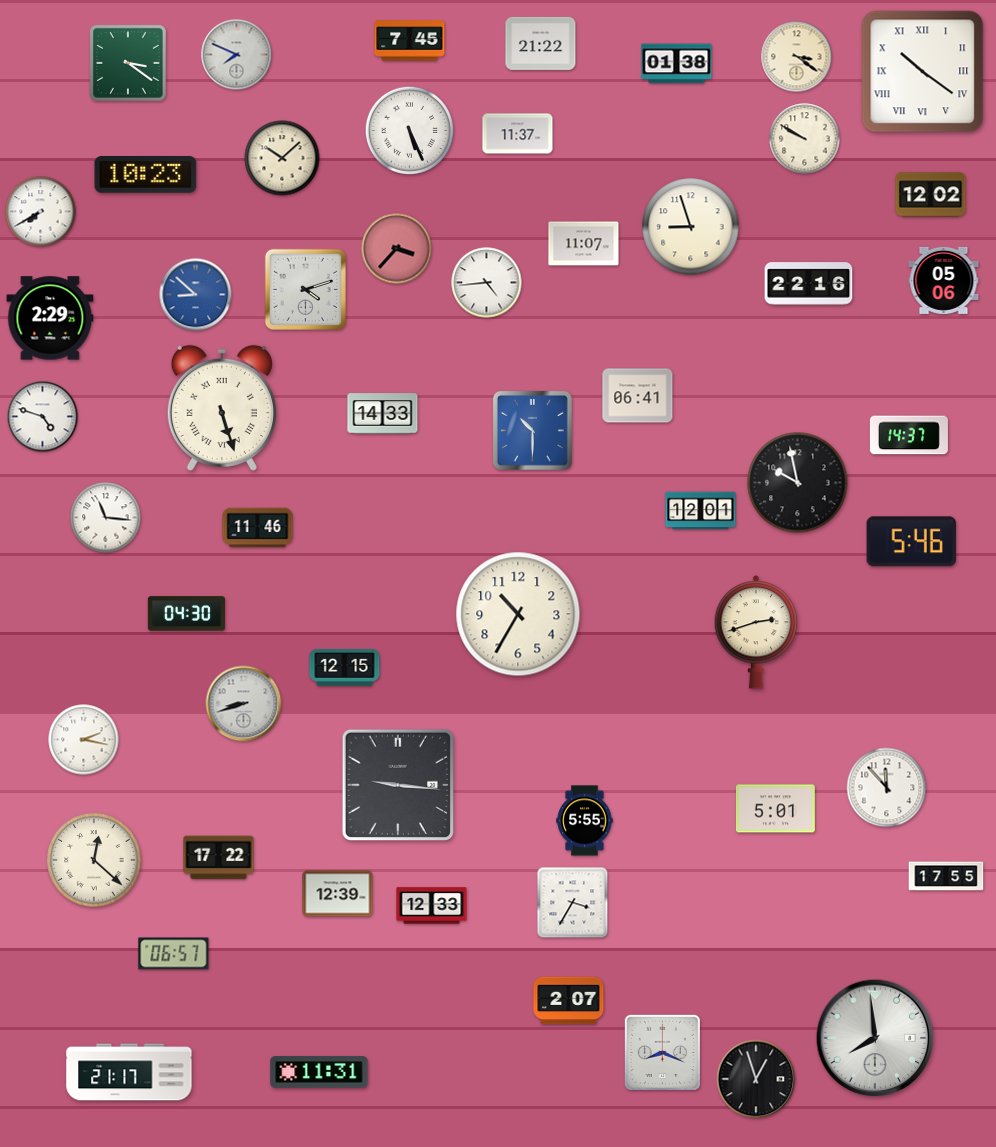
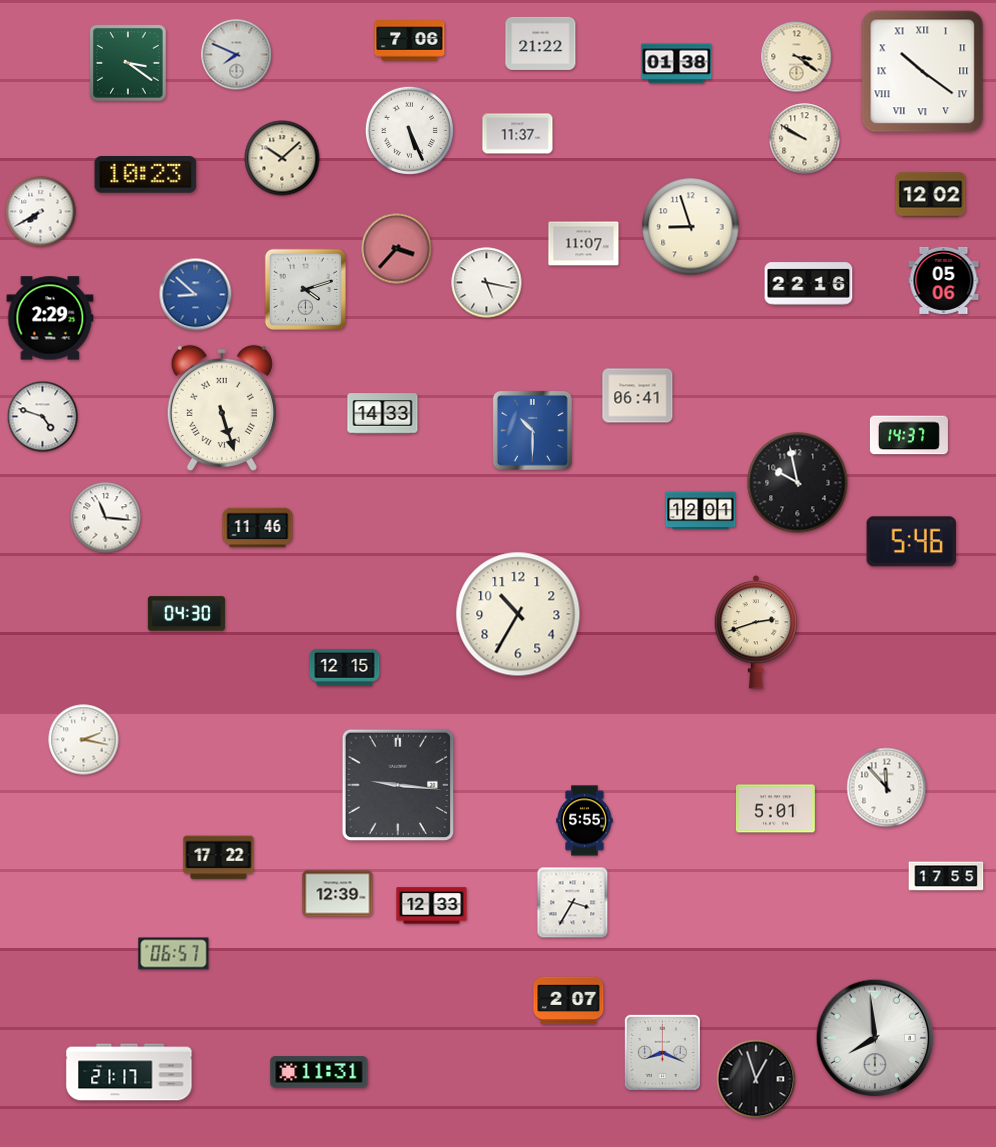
clock at (410, 41): 7:45 -> 7:06
clock at (487, 283): 4:44 -> 5:17
clock at (244, 704): 8:42 -> none
clock at (94, 860): 12:22 -> none
